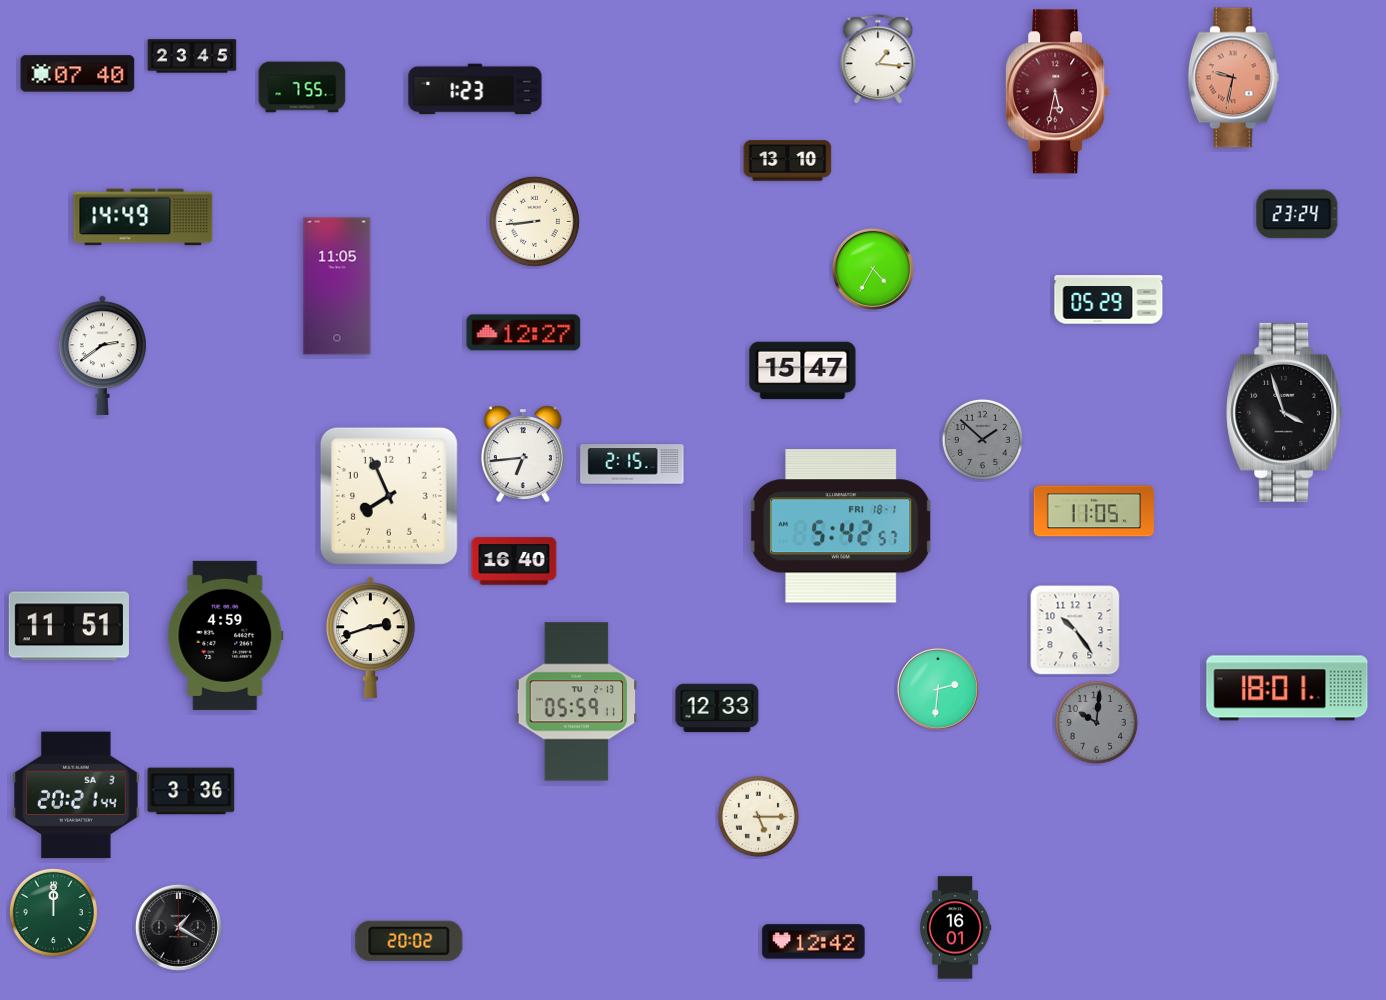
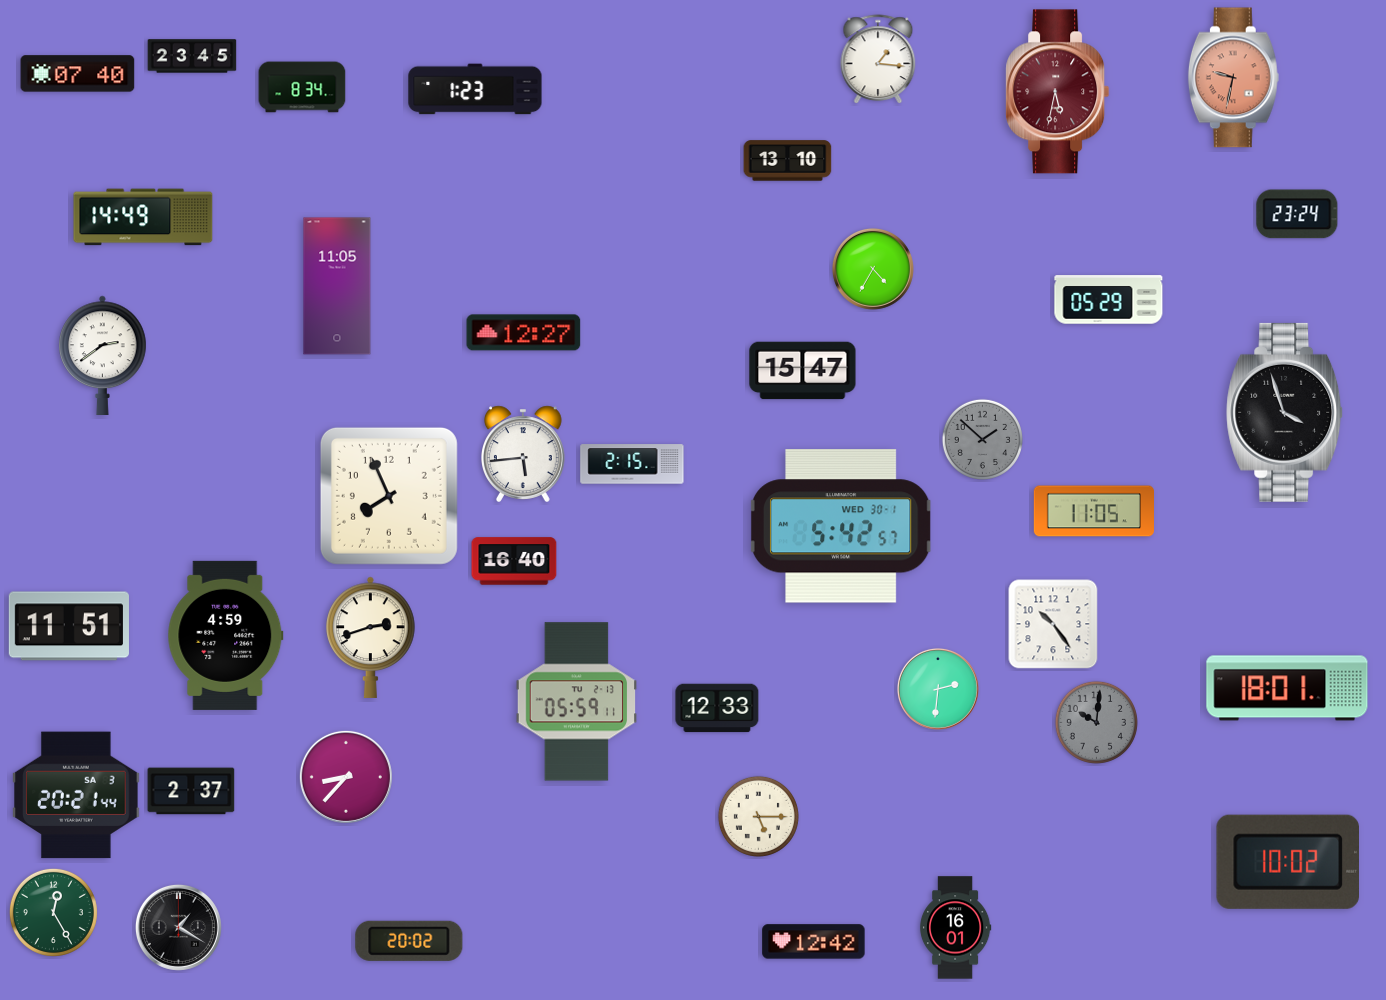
clock at (302, 87): 7:55 -> 8:34
clock at (534, 221): 8:44 -> none
clock at (524, 454): 6:44 -> 5:44
clock at (841, 526) date: FRI 18-1 -> WED 30-1
clock at (1075, 630) position: (1075, 630) -> (1053, 624)
clock at (346, 777): none -> 8:37
clock at (191, 791): 3:36 -> 2:37
clock at (1287, 862): none -> 10:02
clock at (53, 912): 12:00 -> 12:25
